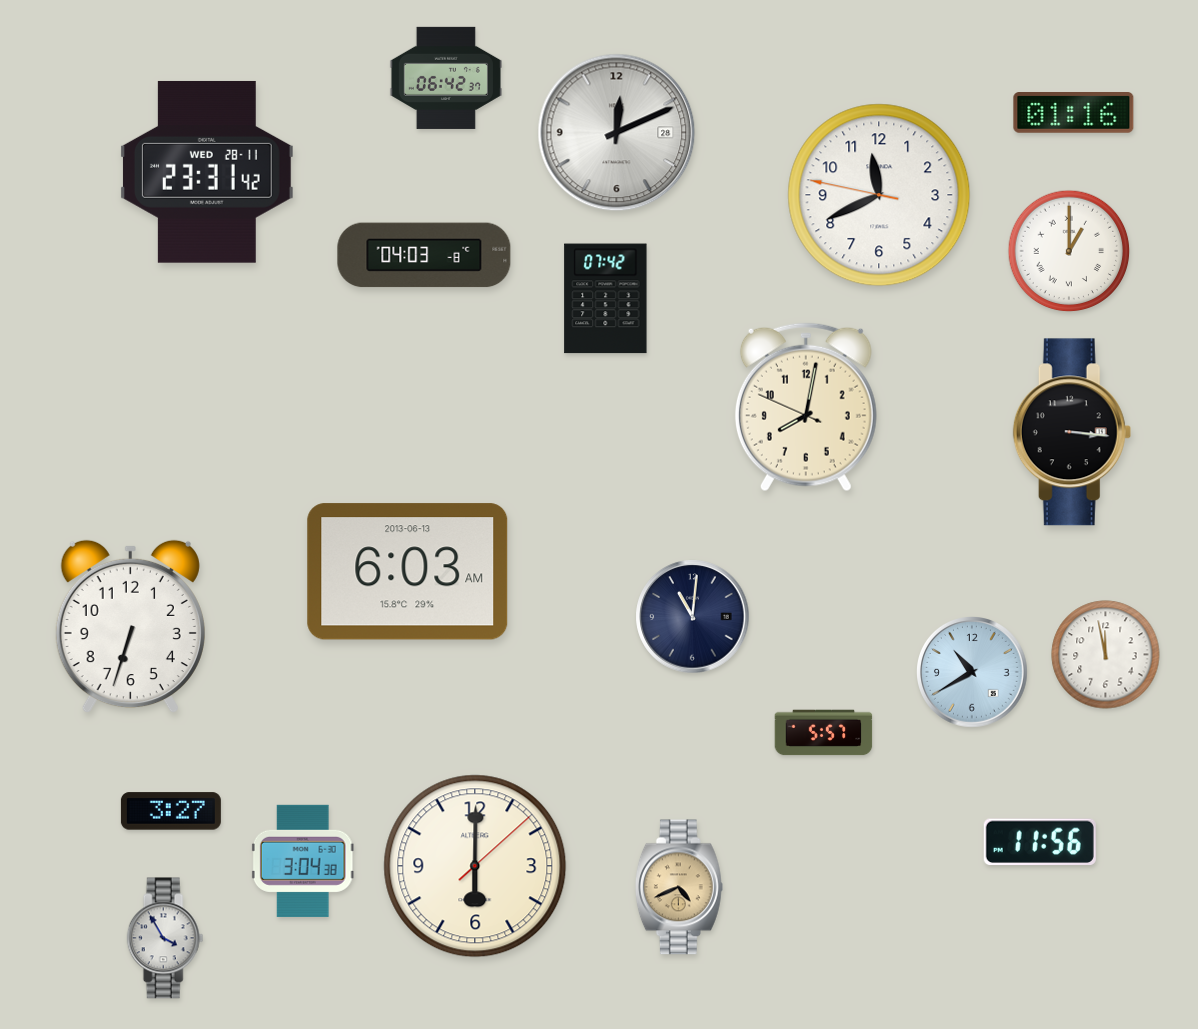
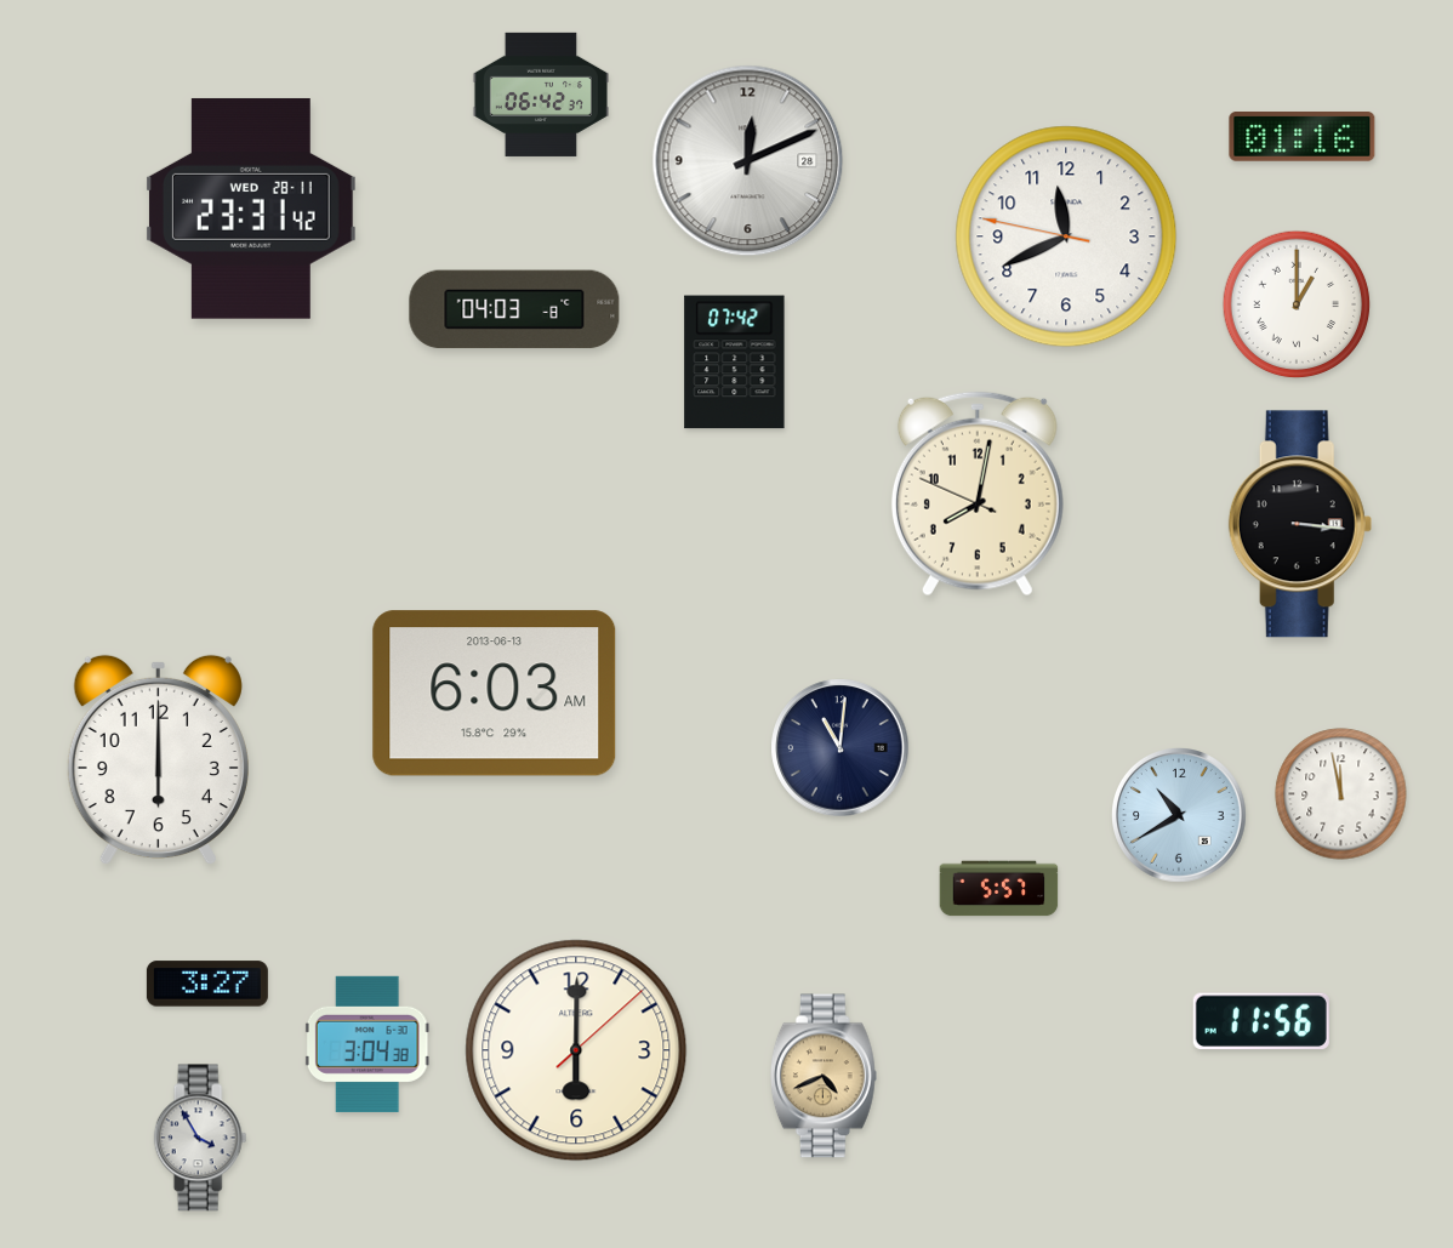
clock at (130, 627): 6:33 -> 6:00
